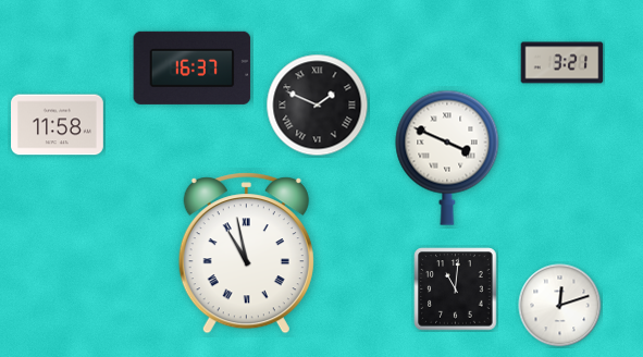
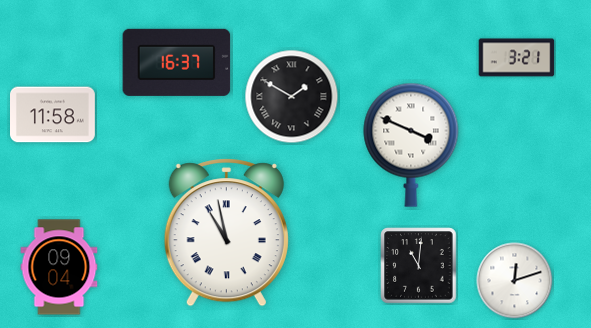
clock at (318, 106): 1:49 -> 1:50
clock at (59, 267): none -> 09:04
